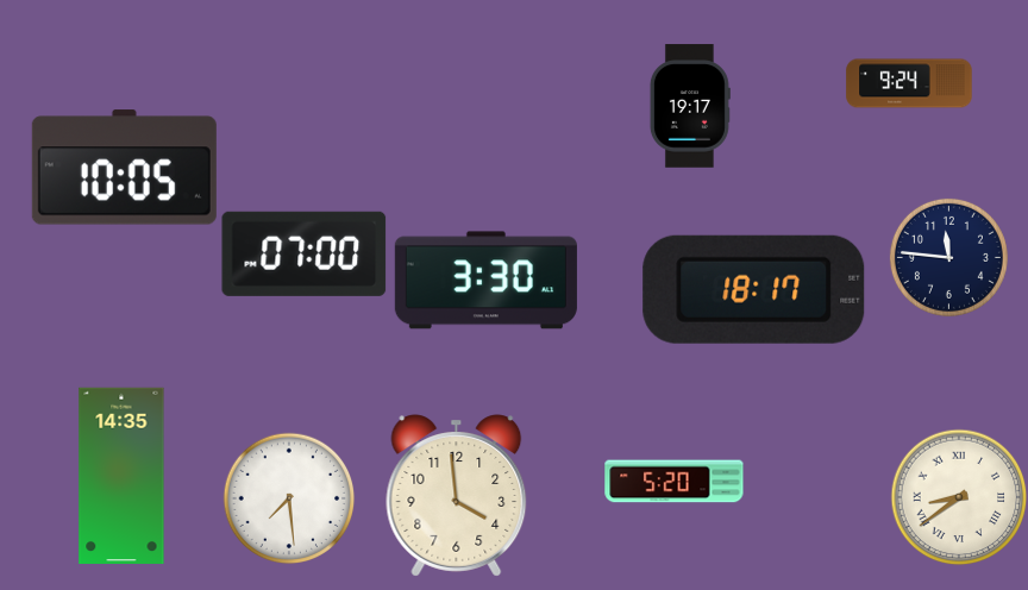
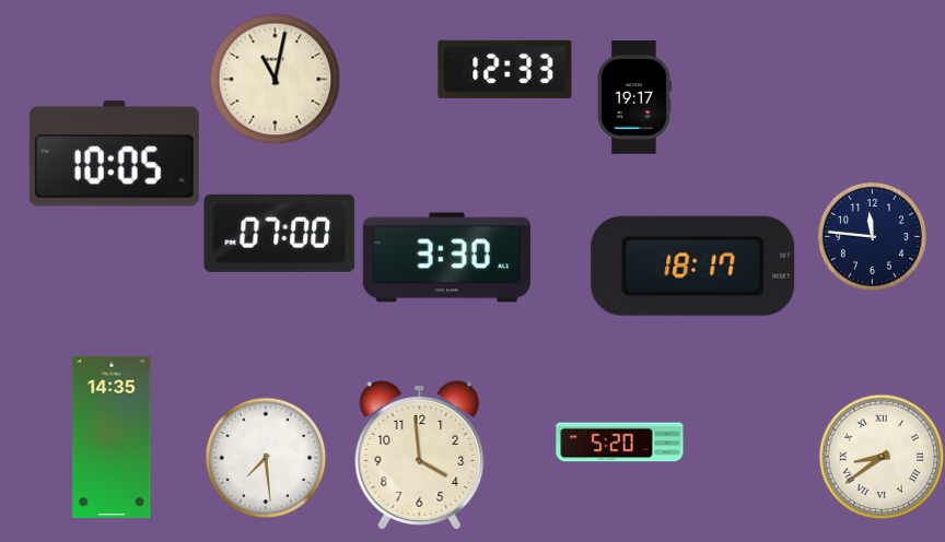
clock at (505, 69): none -> 12:33
clock at (909, 83): 9:24 -> none
clock at (275, 79): none -> 11:02
